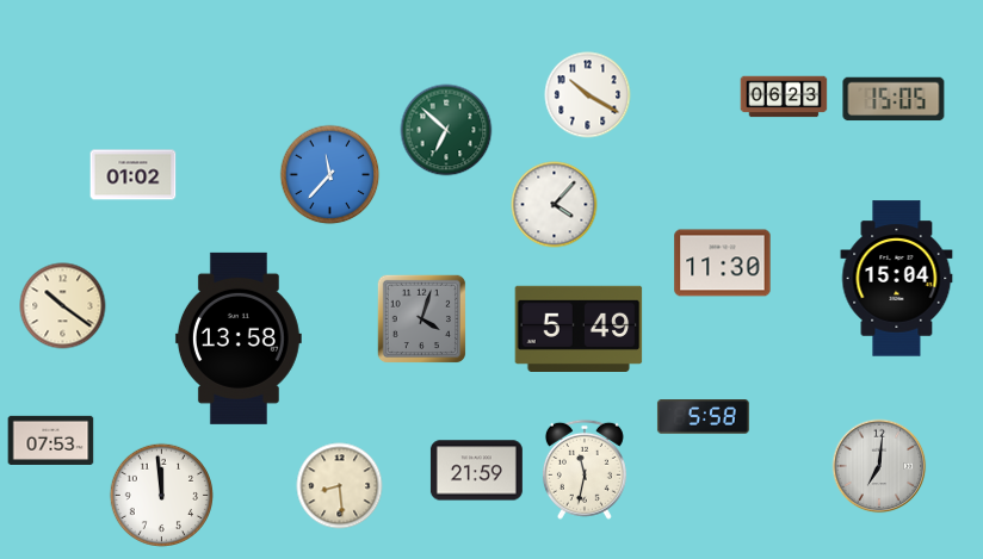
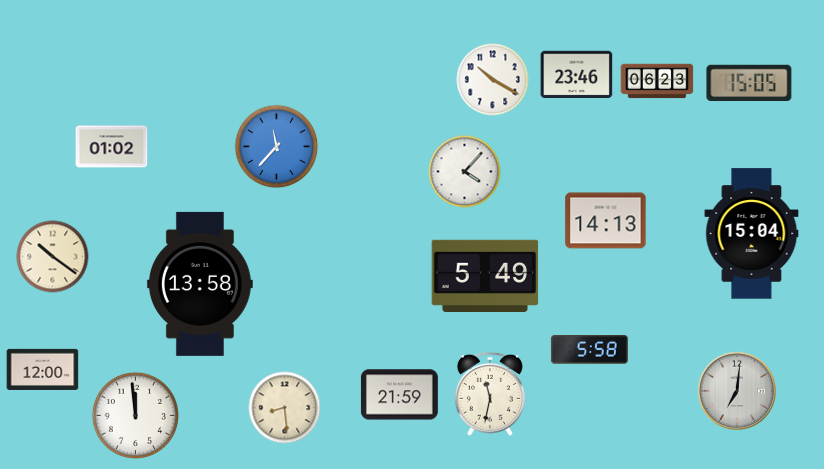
clock at (577, 75): none -> 23:46
clock at (446, 130): 6:52 -> none
clock at (723, 263): 11:30 -> 14:13
clock at (421, 318): 4:03 -> none
clock at (51, 440): 07:53 -> 12:00
